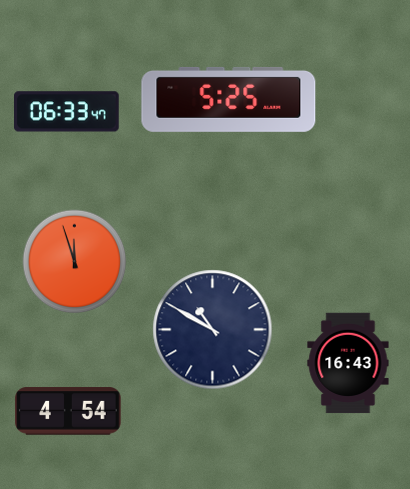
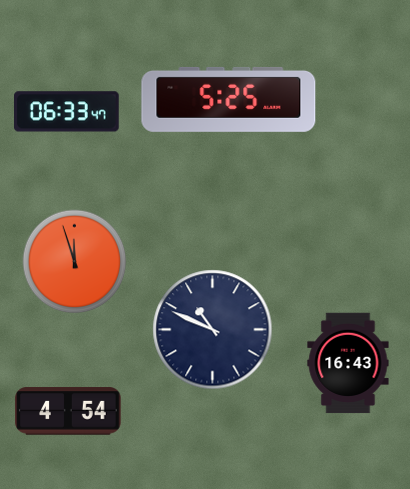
clock at (213, 330): 10:50 -> 10:49
